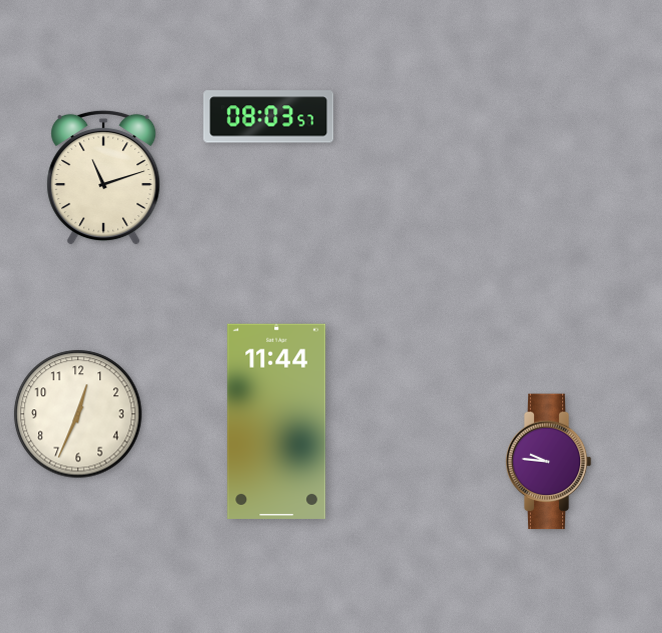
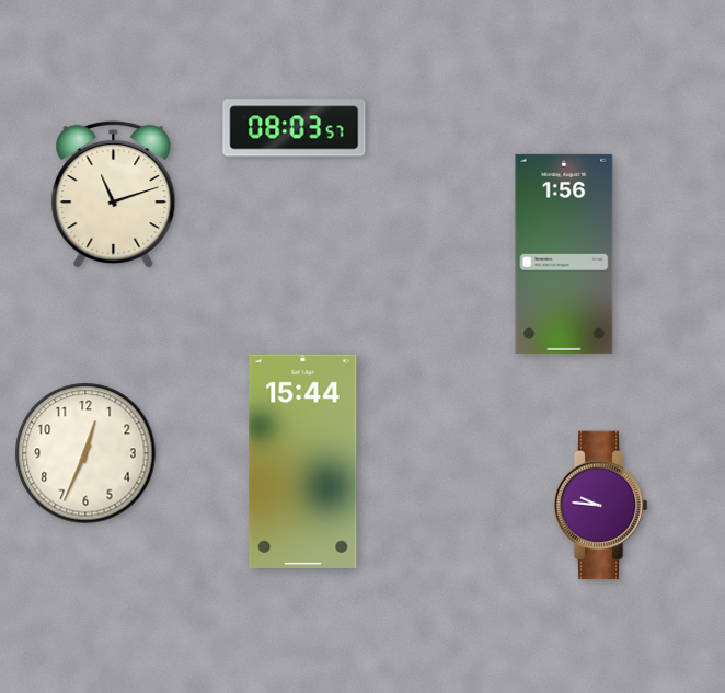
clock at (564, 254): none -> 1:56
clock at (277, 421): 11:44 -> 15:44
